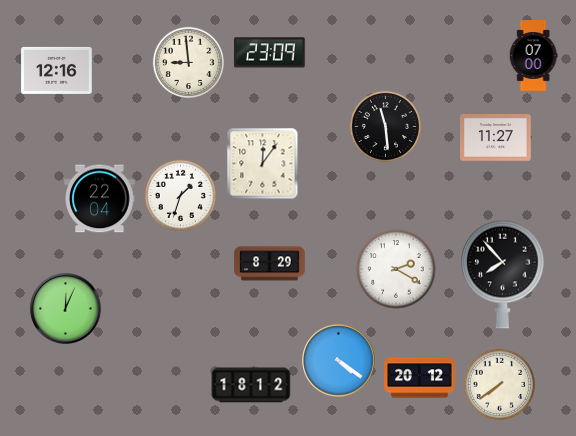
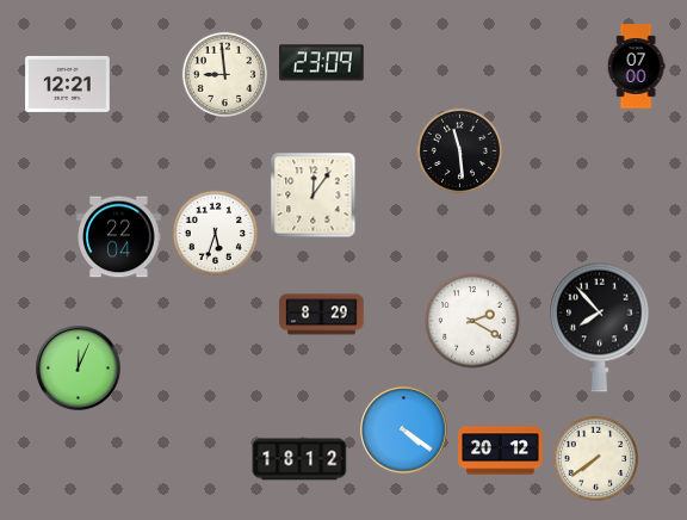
clock at (57, 70): 12:16 -> 12:21
clock at (496, 138): 11:27 -> none
clock at (180, 195): 1:33 -> 5:33
